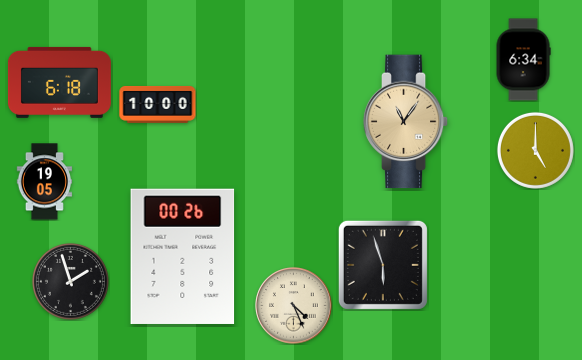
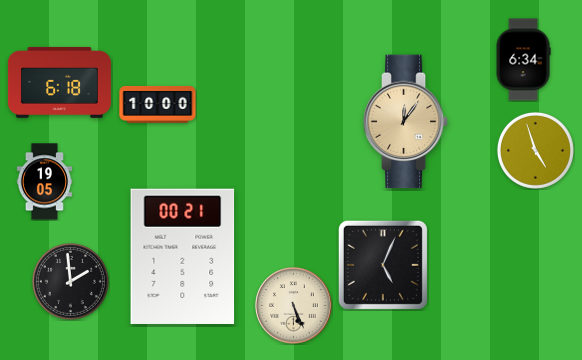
clock at (406, 122): 11:06 -> 12:06
clock at (535, 150): 5:00 -> 4:57
clock at (183, 256): 00:26 -> 00:21
clock at (383, 265): 5:57 -> 5:04
clock at (70, 281): 1:57 -> 1:59
clock at (294, 306): 4:26 -> 5:26
